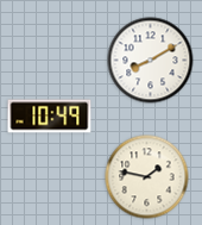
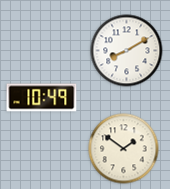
clock at (147, 177): 1:47 -> 1:51
